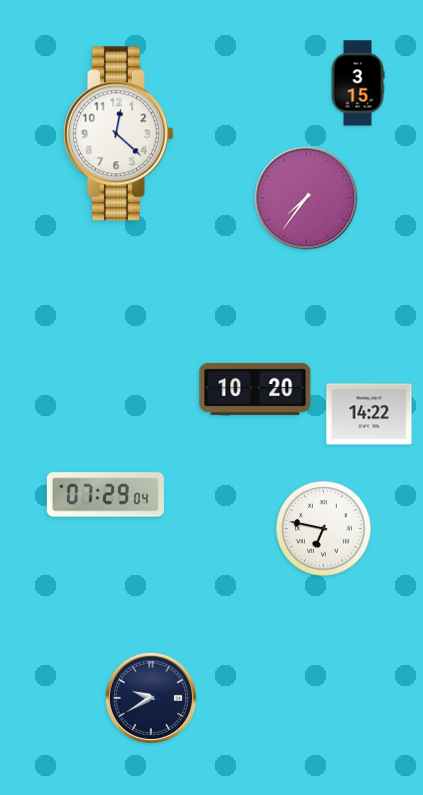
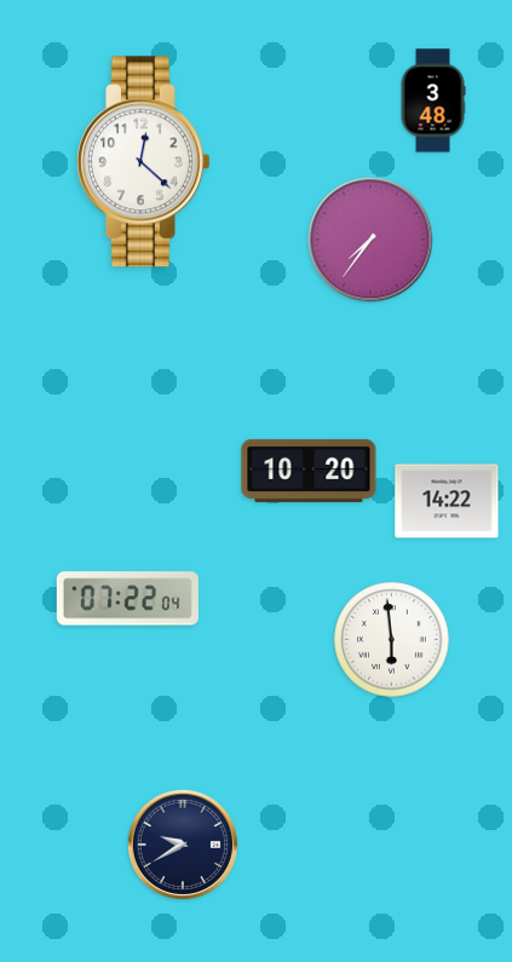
clock at (358, 83): 3:15 -> 3:48
clock at (105, 495): 07:29 -> 07:22
clock at (324, 529): 6:47 -> 5:59
